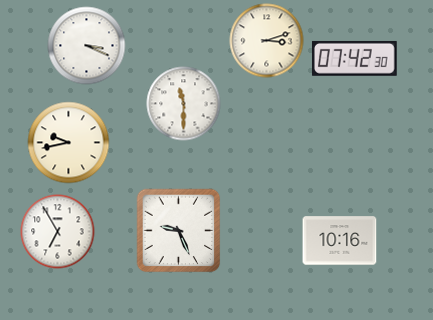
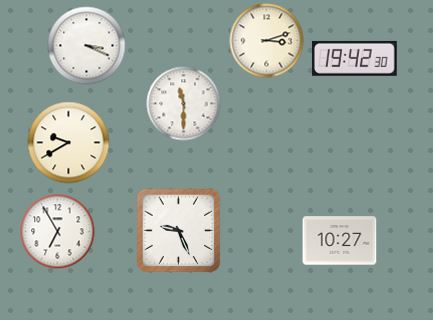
clock at (354, 58): 07:42 -> 19:42
clock at (69, 143): 9:43 -> 9:40
clock at (340, 241): 10:16 -> 10:27
